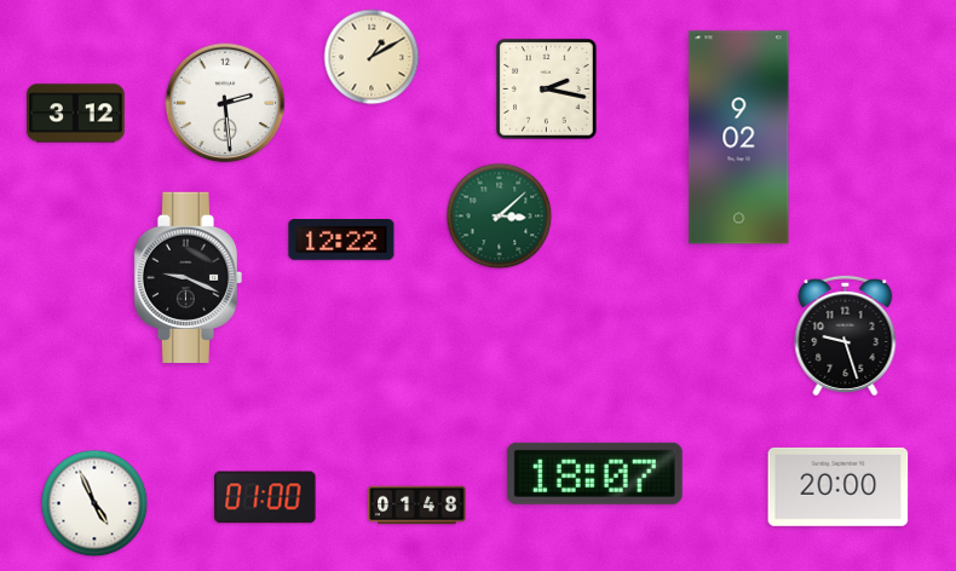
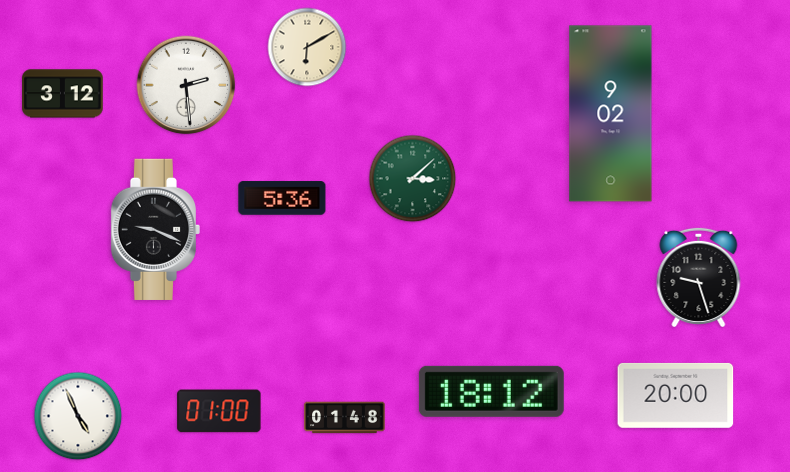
clock at (372, 57): 1:10 -> 6:10
clock at (547, 90): 2:17 -> none
clock at (341, 240): 12:22 -> 5:36
clock at (594, 473): 18:07 -> 18:12
clock at (839, 486) position: (839, 486) -> (676, 395)
